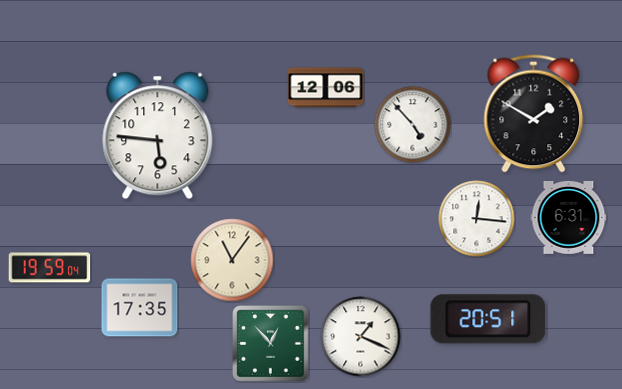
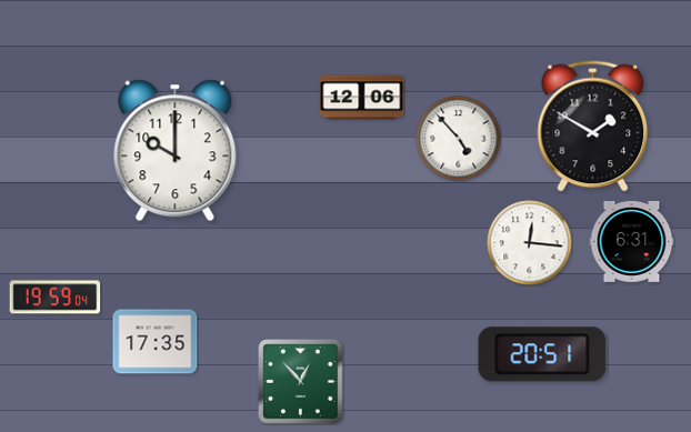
clock at (158, 136): 5:46 -> 10:00
clock at (232, 260): 11:06 -> none
clock at (361, 337): 1:19 -> none
